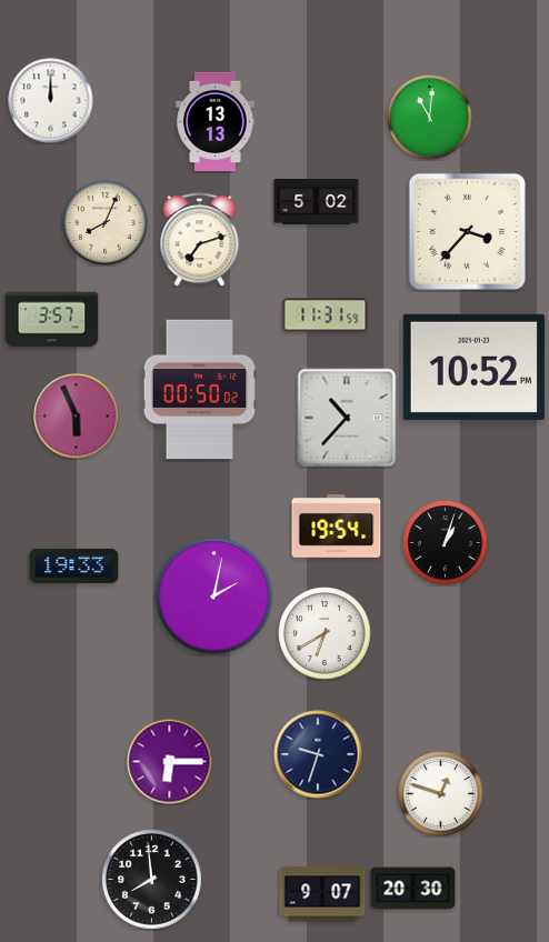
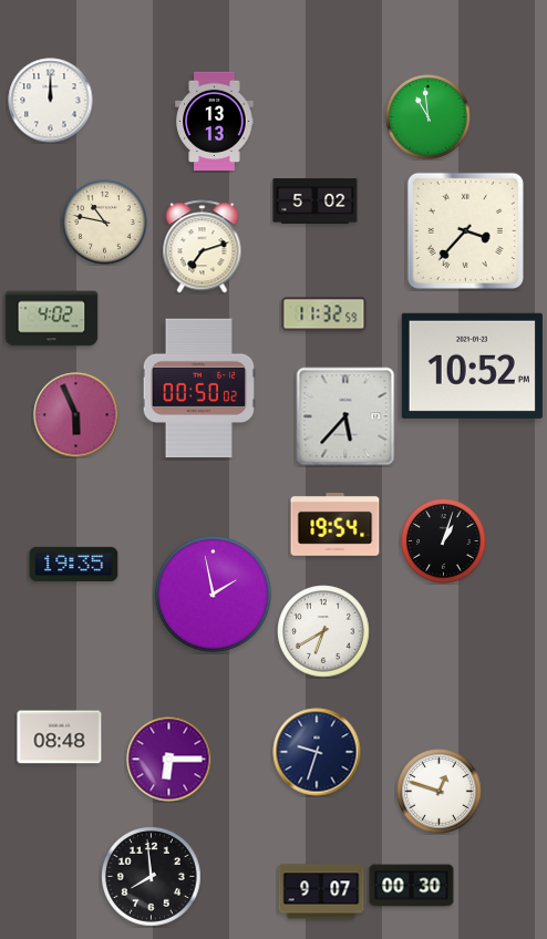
clock at (430, 118): 11:01 -> 10:59
clock at (106, 223): 8:04 -> 10:47
clock at (200, 240) position: (200, 240) -> (203, 247)
clock at (326, 315): 11:31 -> 11:32
clock at (52, 320): 3:57 -> 4:02
clock at (347, 418): 10:37 -> 5:37
clock at (74, 565): 19:33 -> 19:35
clock at (213, 595): 2:02 -> 1:58
clock at (60, 737): none -> 08:48
clock at (413, 889): 20:30 -> 00:30
